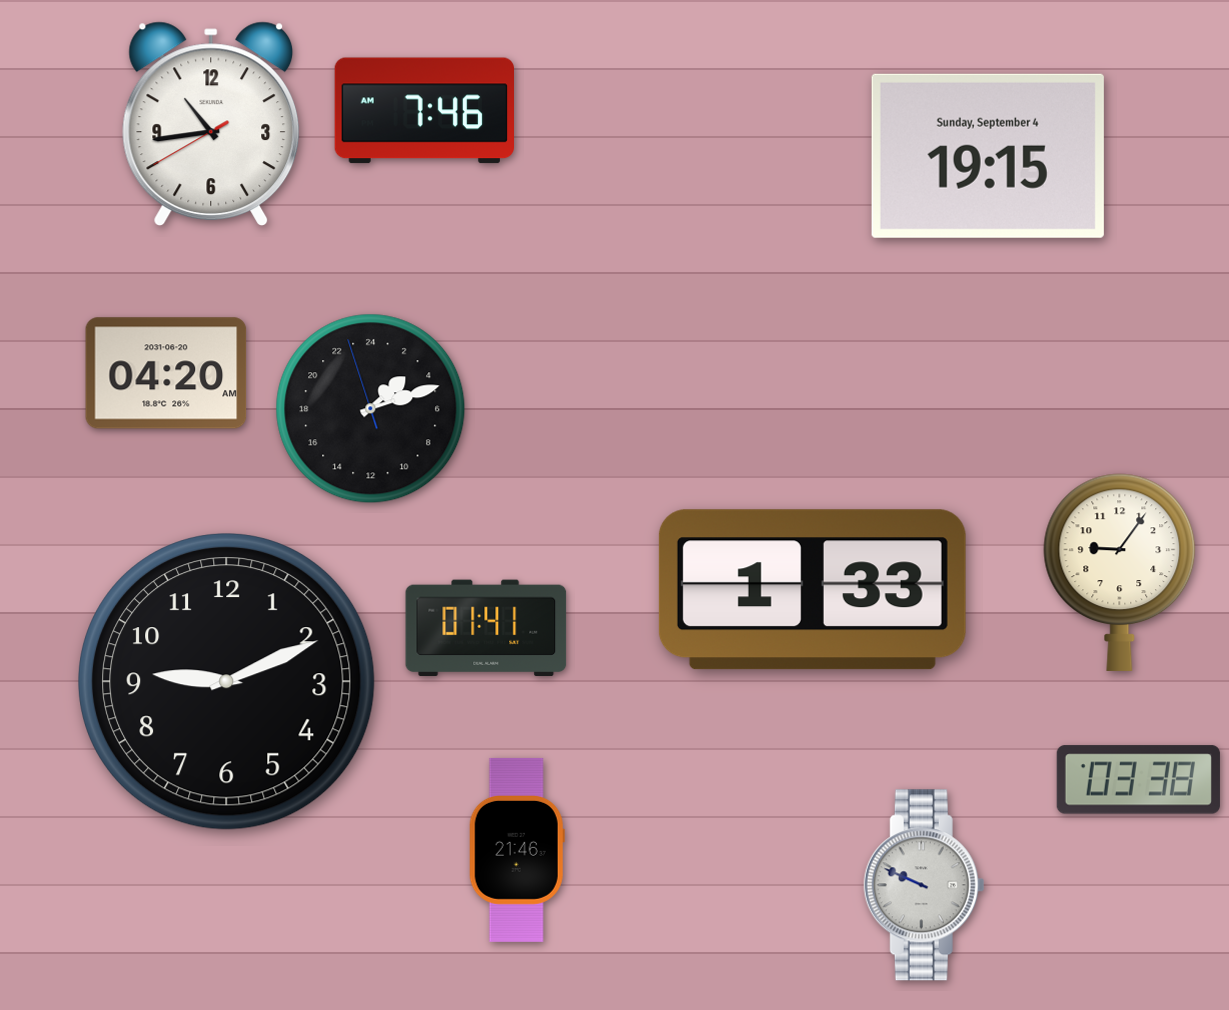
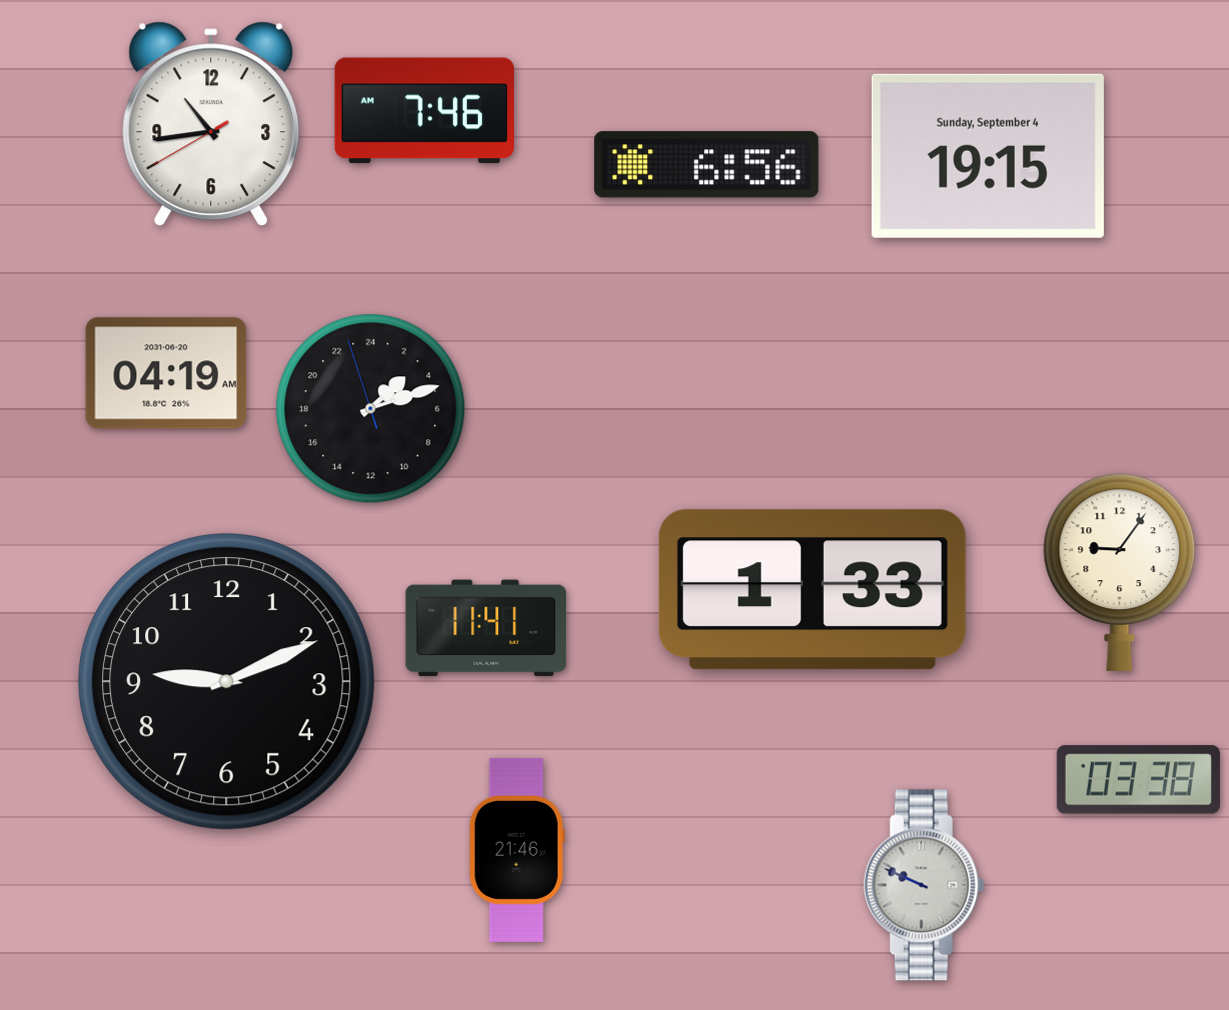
clock at (707, 165): none -> 6:56
clock at (166, 373): 04:20 -> 04:19
clock at (486, 628): 01:41 -> 11:41
